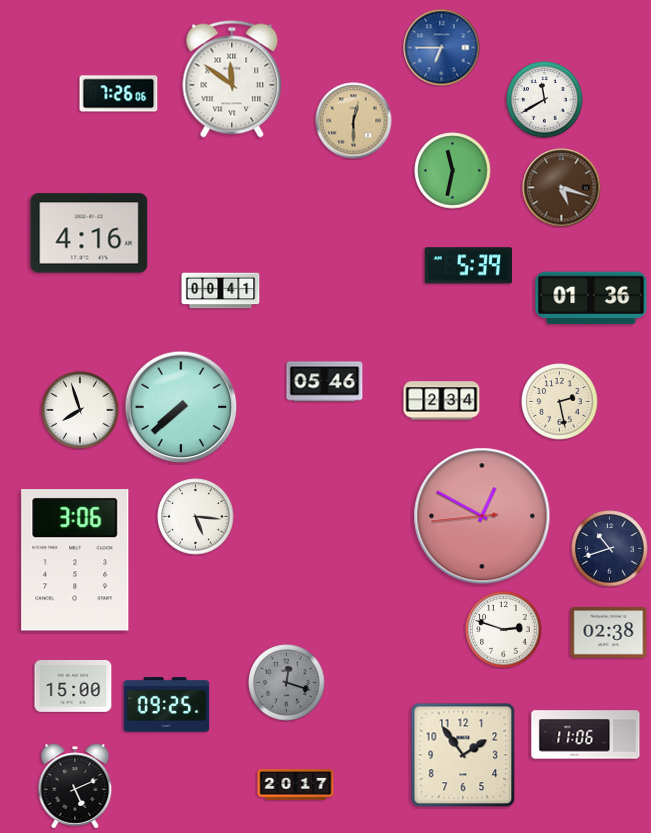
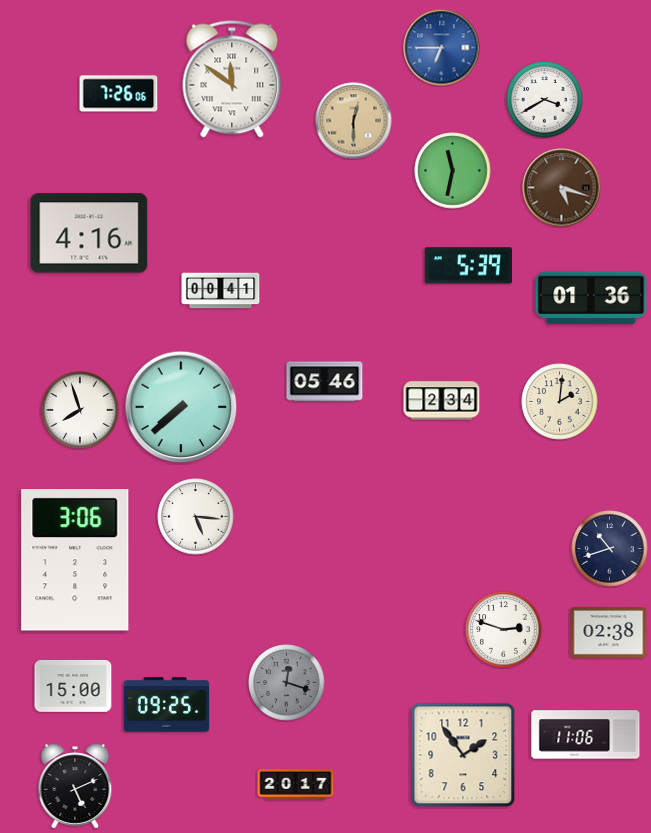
clock at (545, 100): 11:40 -> 3:40
clock at (560, 402): 2:28 -> 2:01
clock at (482, 516): 12:49 -> none
